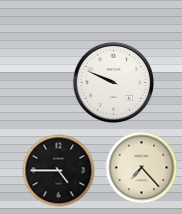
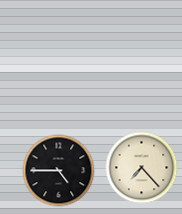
clock at (113, 82): 9:49 -> none
